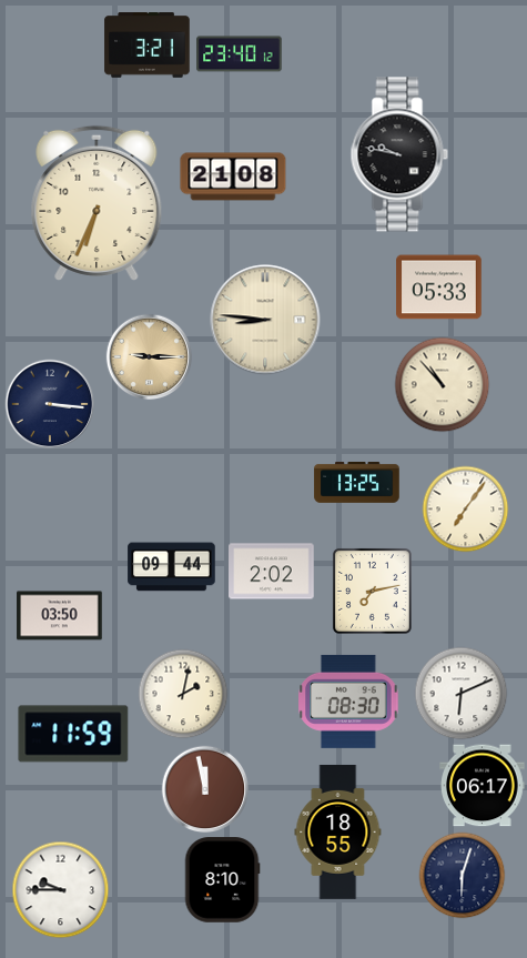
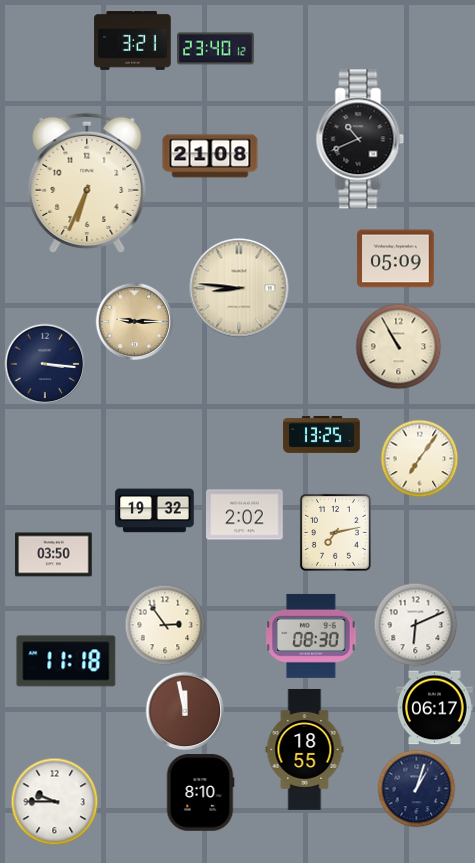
clock at (399, 154): 9:47 -> 10:41
clock at (233, 177) position: (233, 177) -> (210, 156)
clock at (439, 288): 05:33 -> 05:09
clock at (442, 384): 10:53 -> 10:55
clock at (172, 567): 09:44 -> 19:32
clock at (183, 694): 2:02 -> 2:54
clock at (348, 702) position: (348, 702) -> (311, 636)
clock at (73, 734): 11:59 -> 11:18
clock at (462, 875): 6:03 -> 1:03
